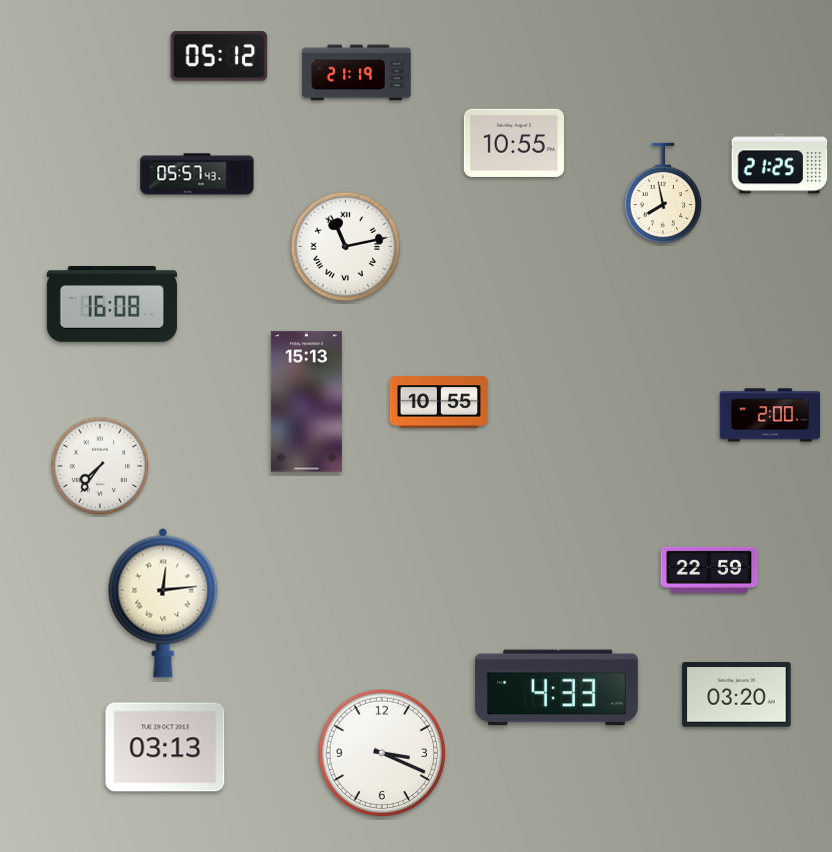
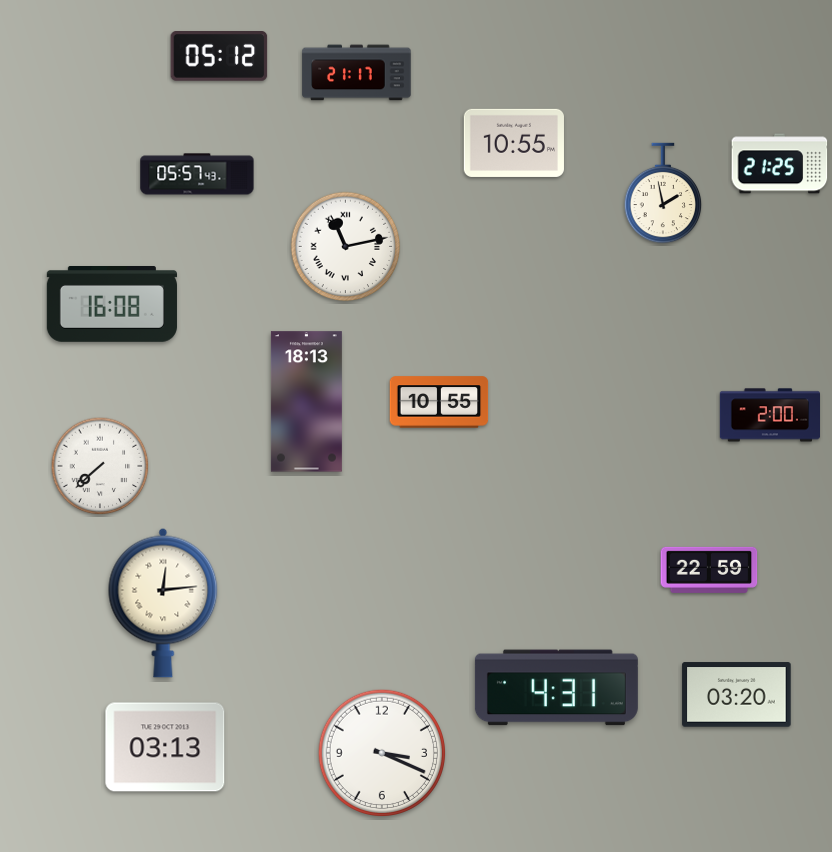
clock at (357, 73): 21:19 -> 21:17
clock at (663, 193): 7:58 -> 1:58
clock at (306, 402): 15:13 -> 18:13
clock at (100, 466): 7:36 -> 7:38
clock at (556, 688): 4:33 -> 4:31
